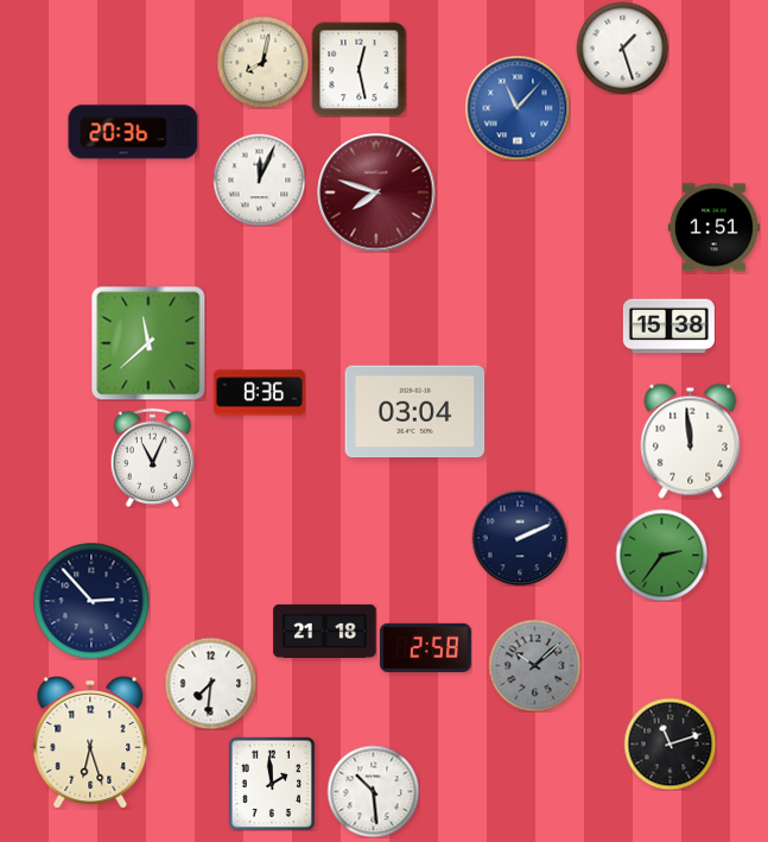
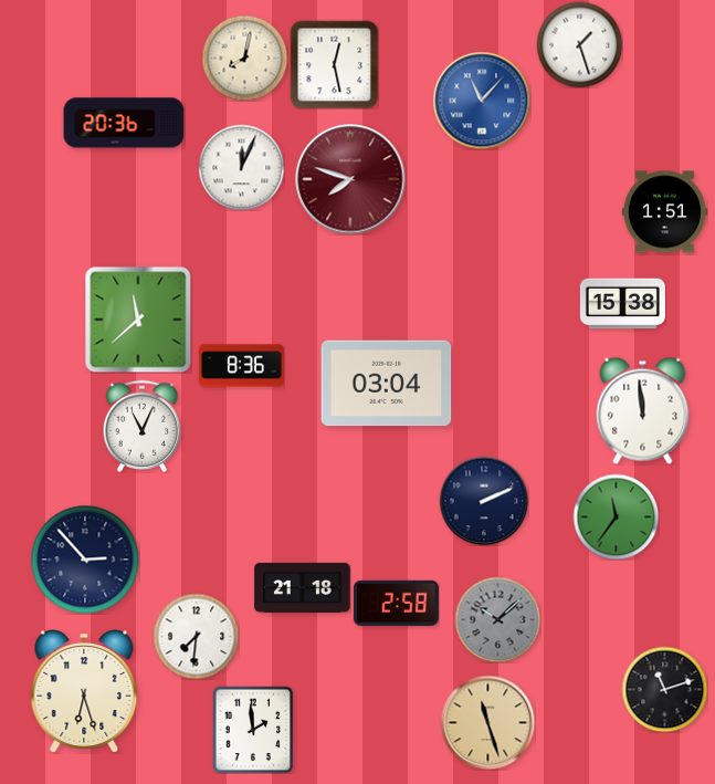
clock at (661, 555): 2:36 -> 11:36
clock at (669, 743) position: (669, 743) -> (664, 689)
clock at (487, 722): none -> 11:27
clock at (373, 791): 10:29 -> none
